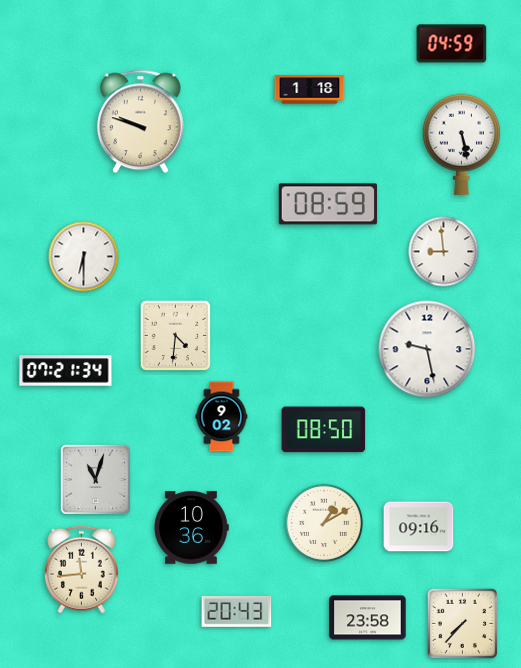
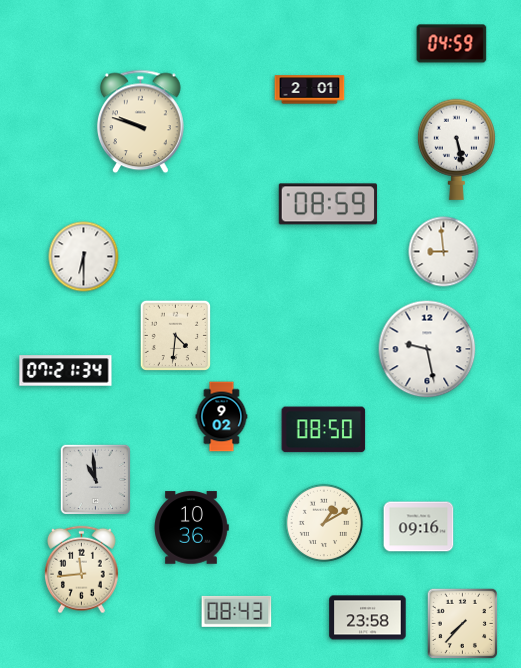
clock at (310, 90): 1:18 -> 2:01
clock at (461, 144) position: (461, 144) -> (456, 149)
clock at (95, 479): 11:03 -> 10:59
clock at (237, 611): 20:43 -> 08:43
